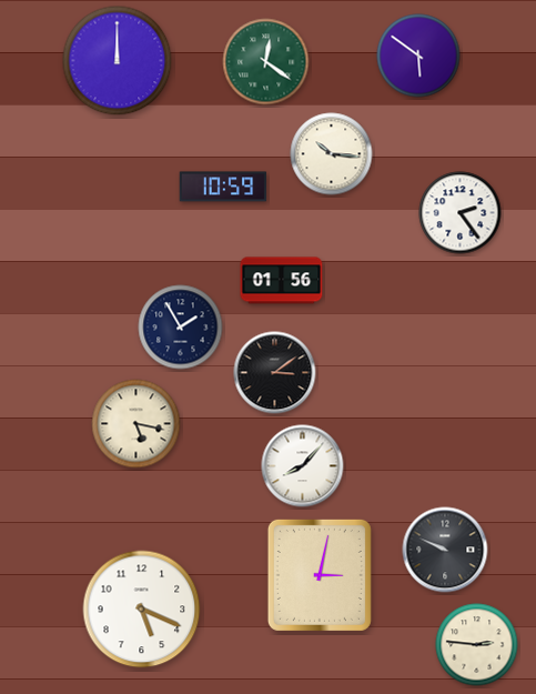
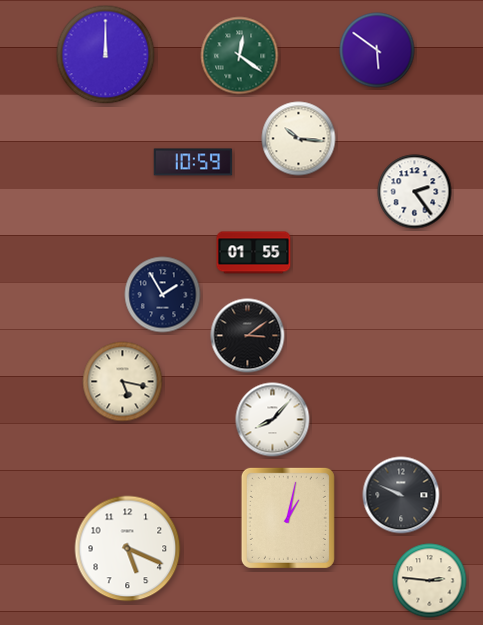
clock at (223, 187) position: (223, 187) -> (193, 162)
clock at (282, 281): 01:56 -> 01:55
clock at (320, 575): 3:02 -> 1:02
